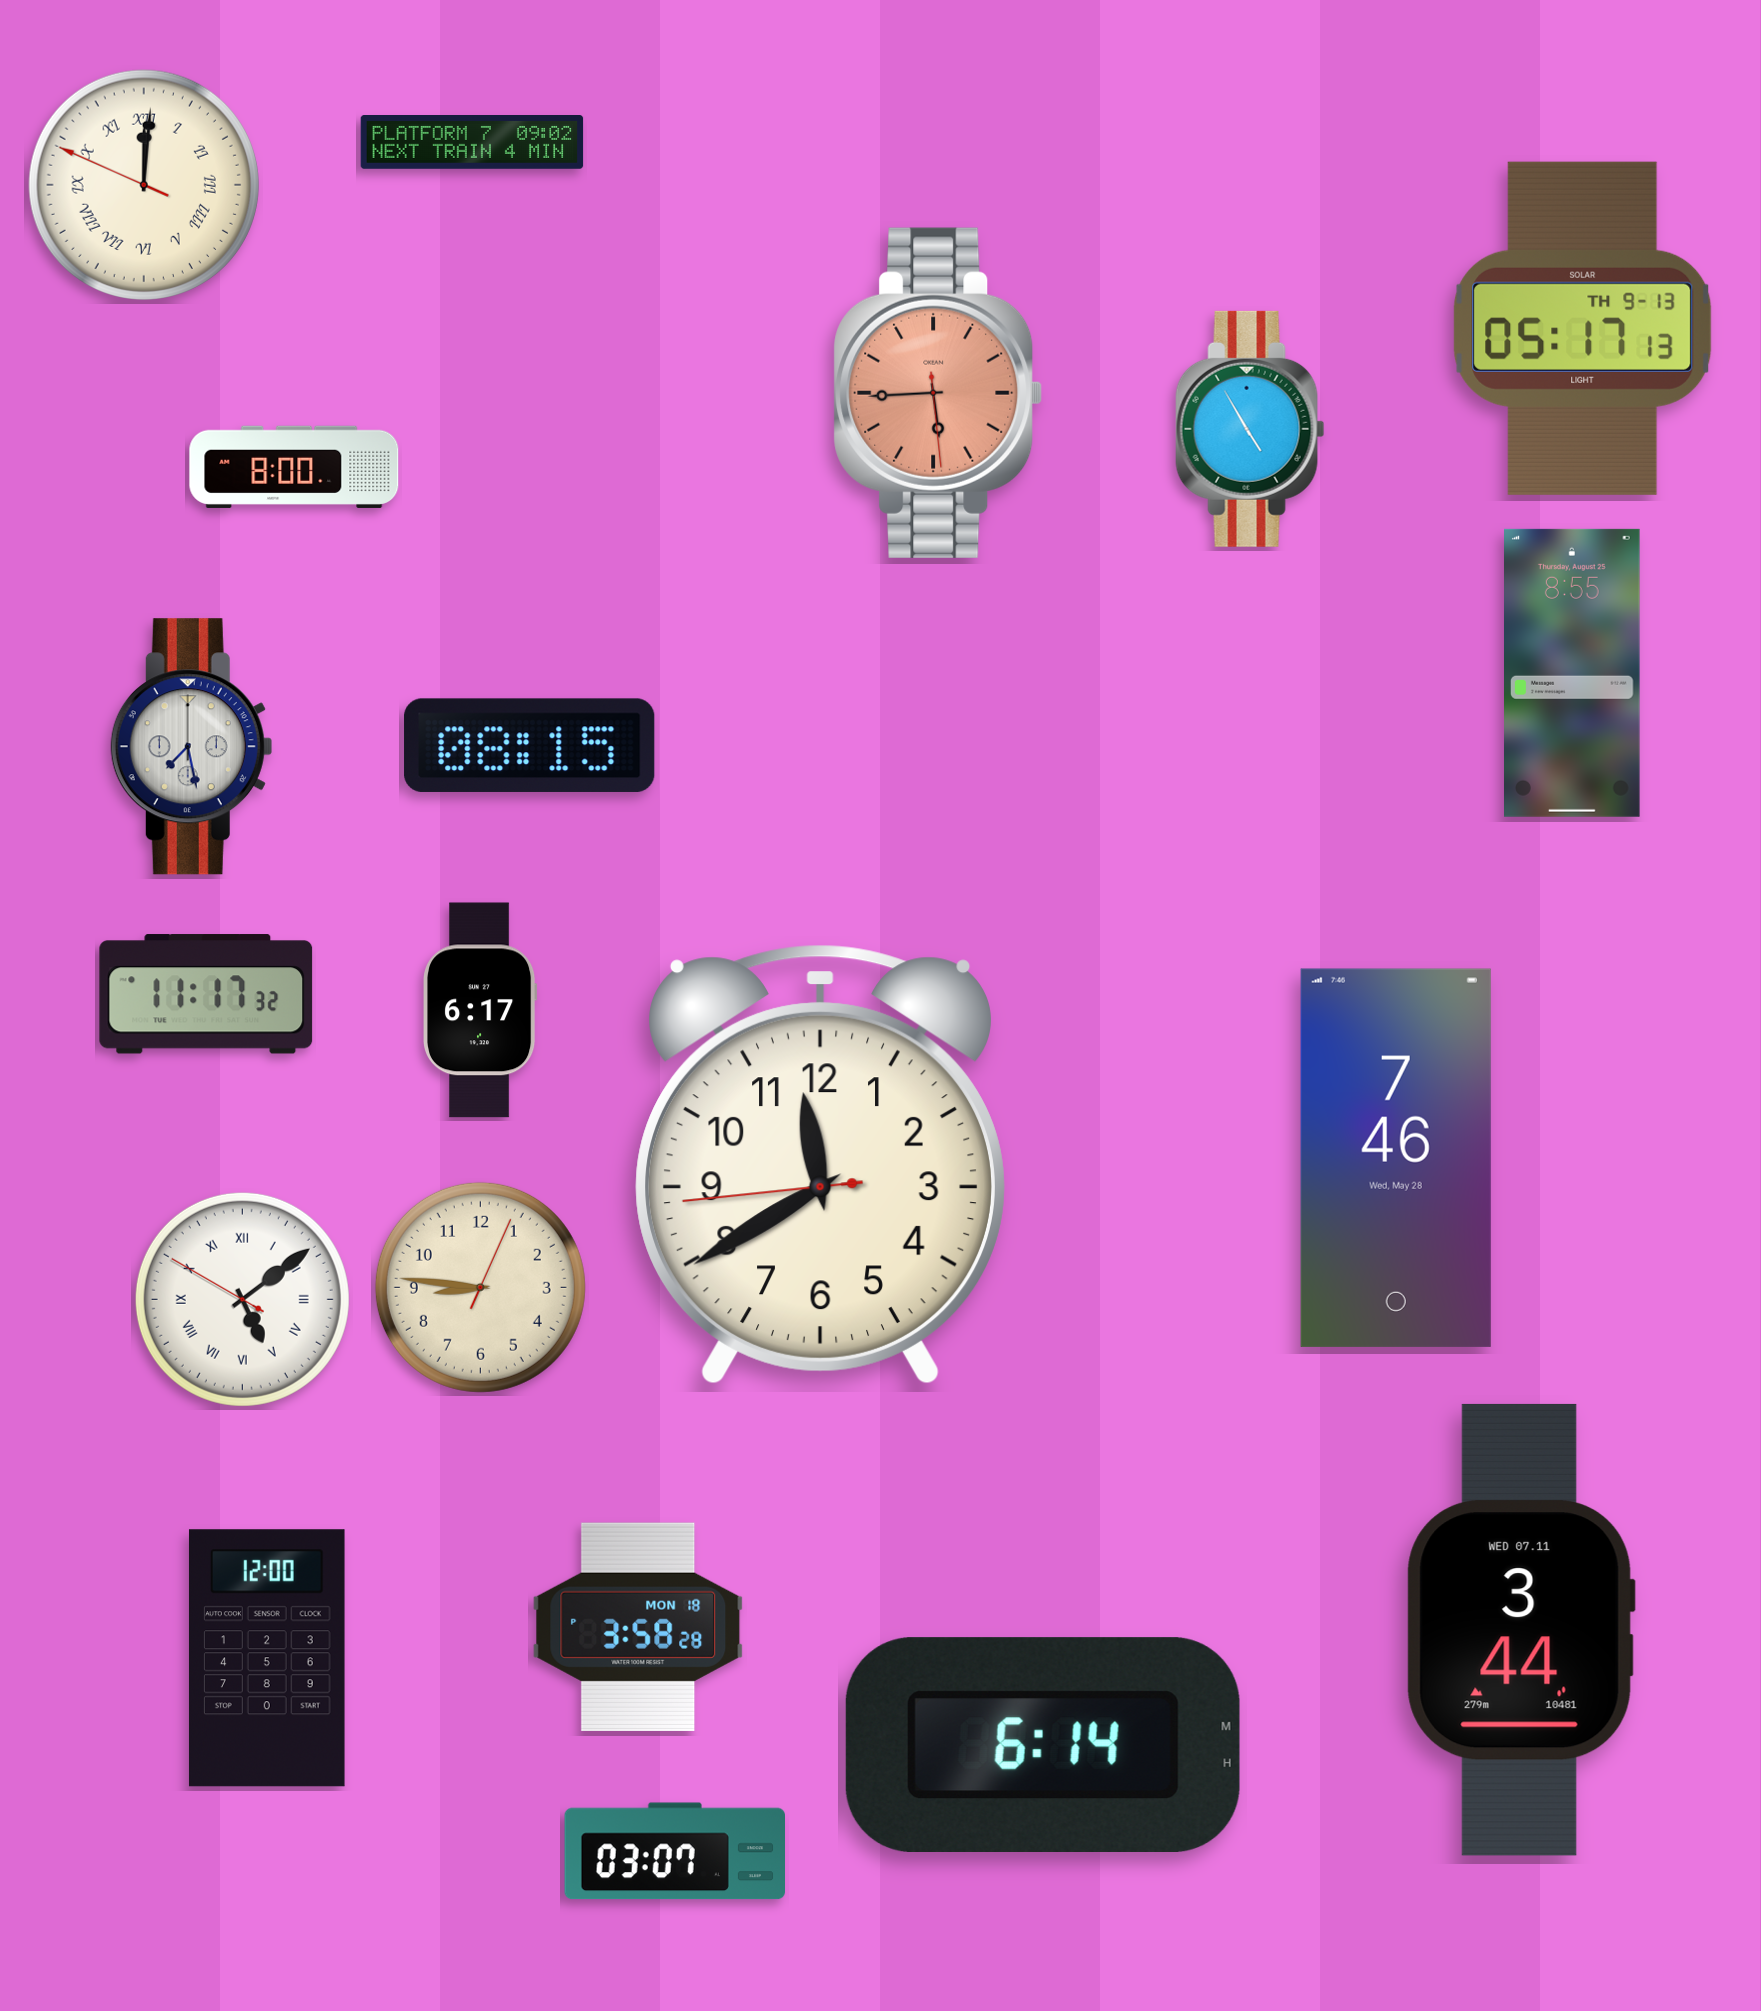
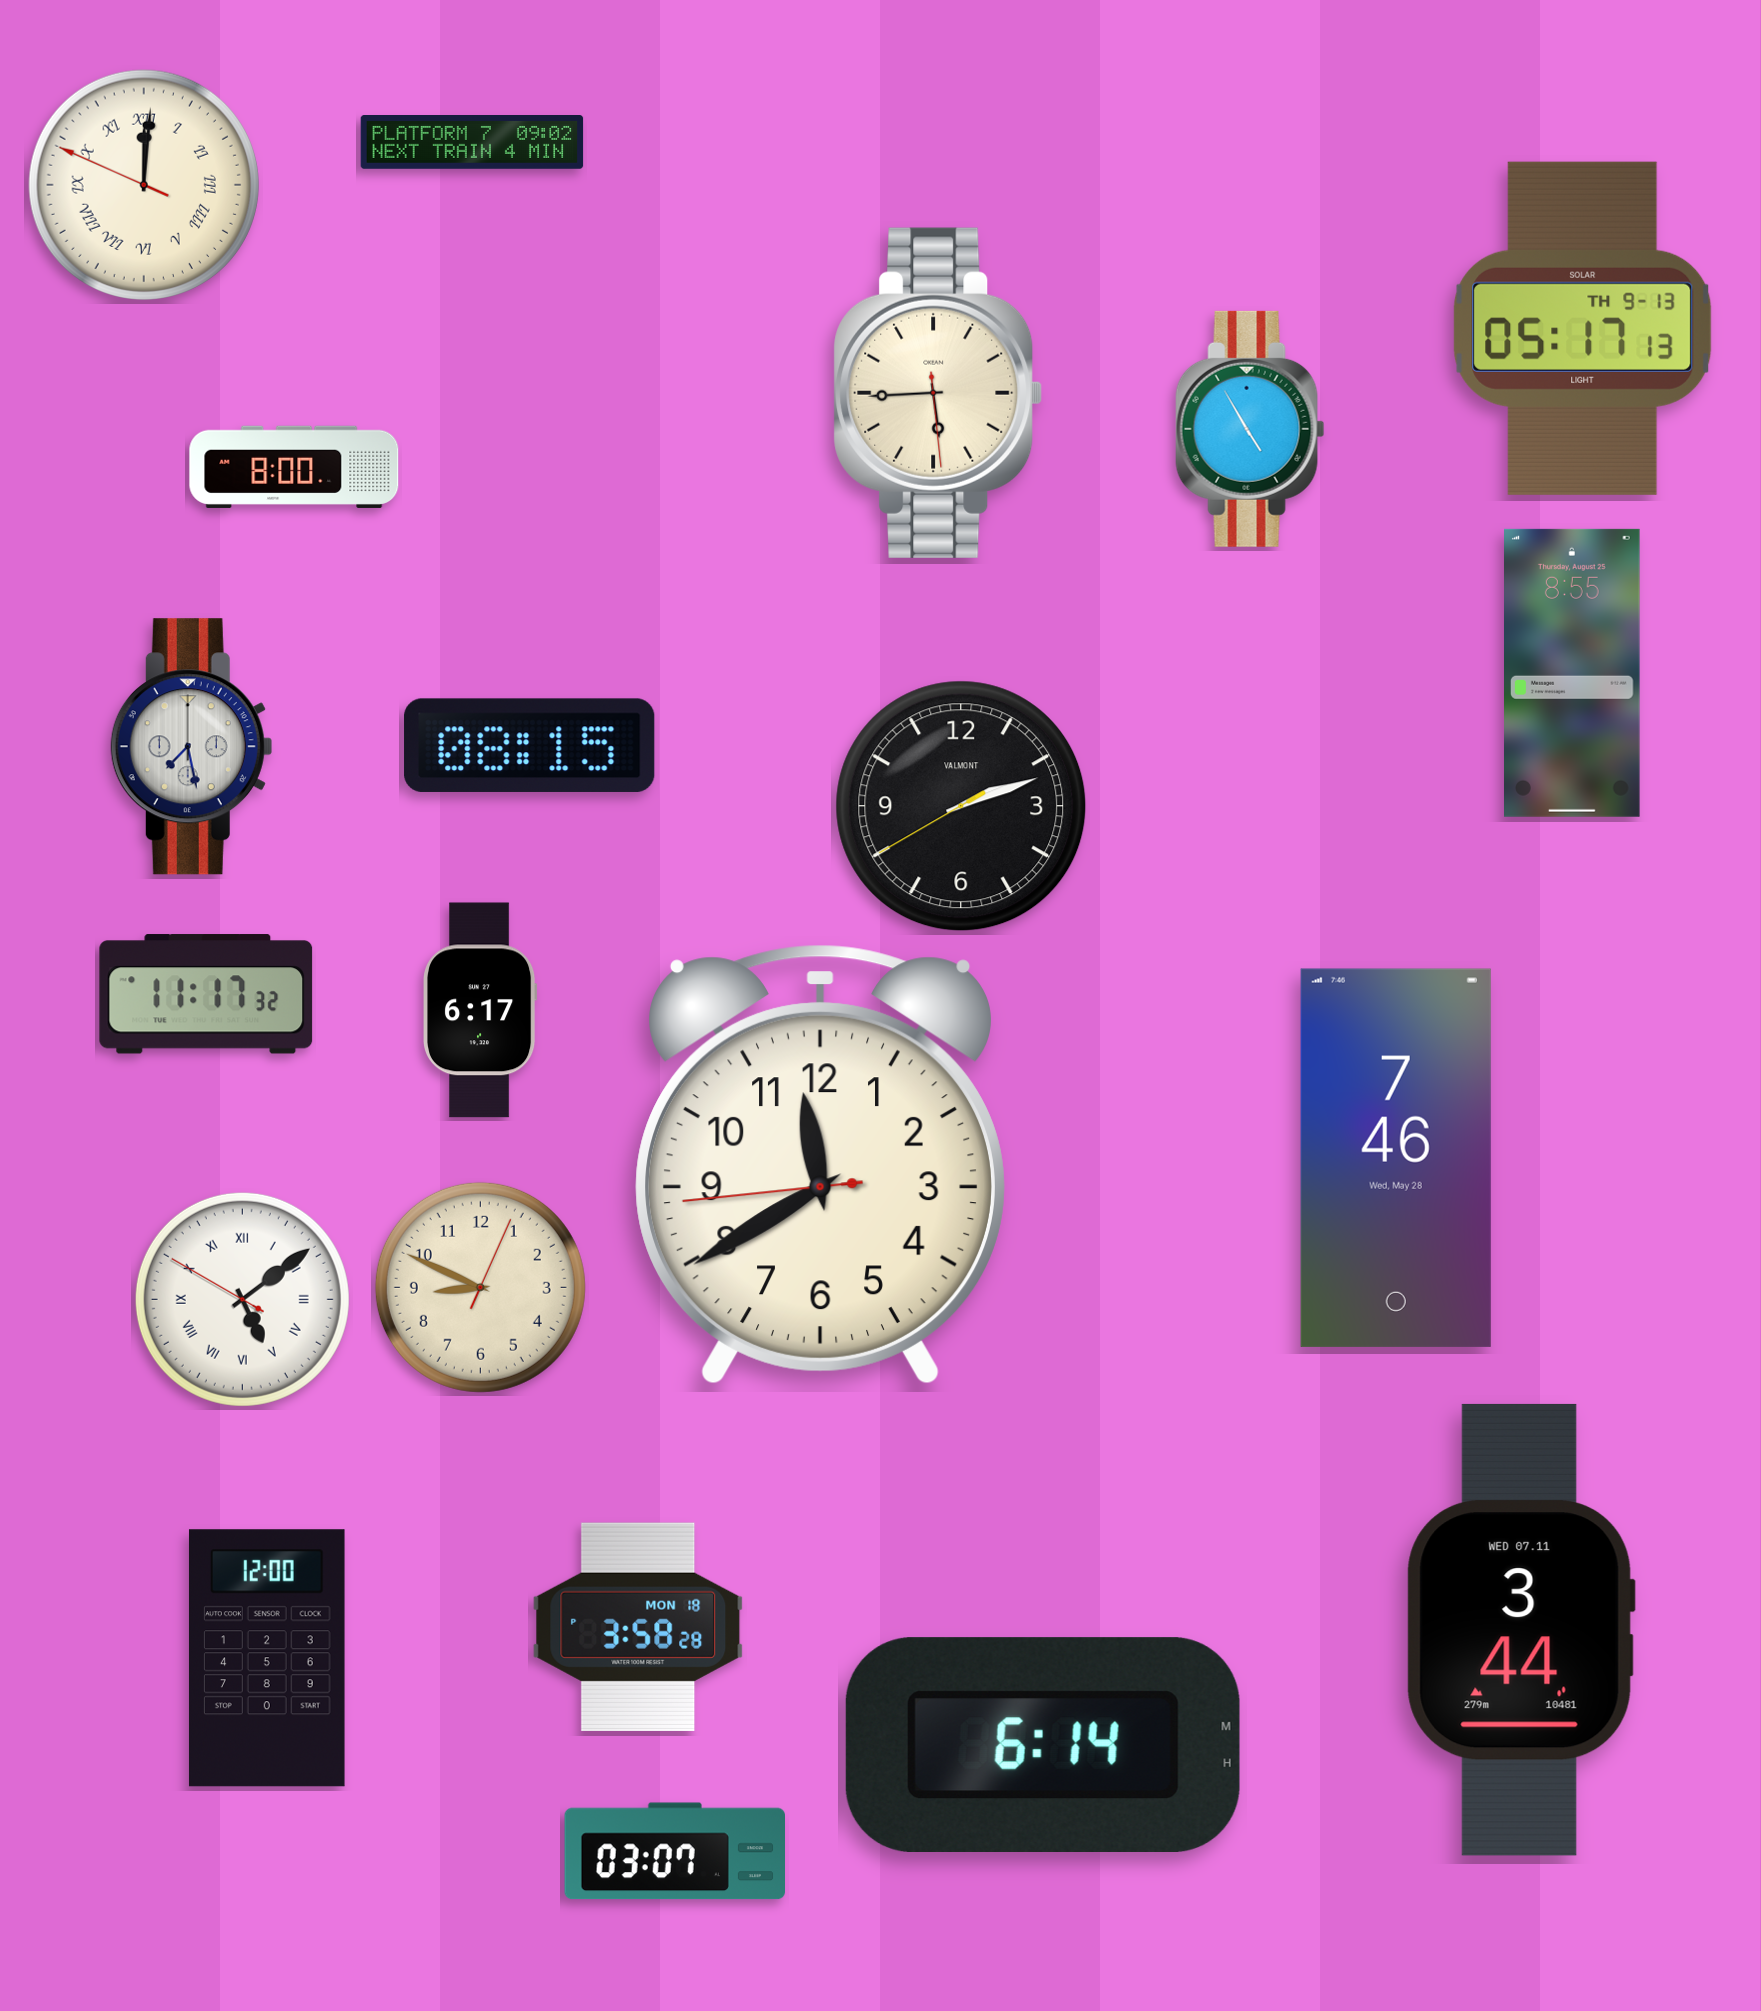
clock at (938, 393) dial: salmon -> cream
clock at (961, 806): none -> 2:11
clock at (480, 1287): 8:46 -> 8:49
